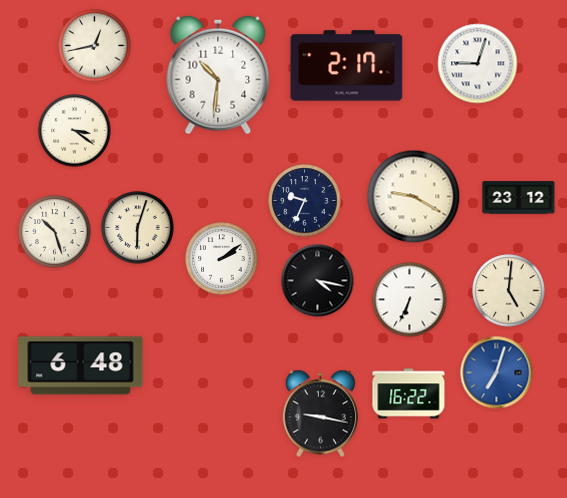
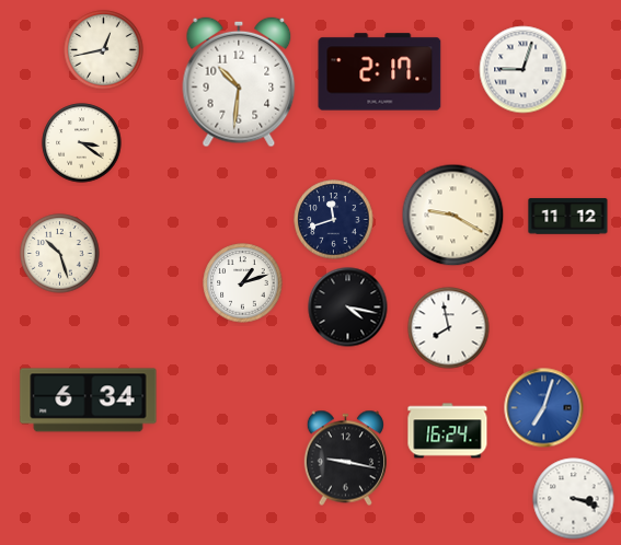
clock at (519, 198): 23:12 -> 11:12
clock at (305, 201): 9:34 -> 11:42
clock at (138, 228): 6:03 -> none
clock at (222, 259): 2:09 -> 1:12
clock at (509, 291): 5:01 -> none
clock at (410, 300): 6:34 -> 7:58
clock at (81, 366): 6:48 -> 6:34
clock at (409, 394): 16:22 -> 16:24
clock at (320, 414) position: (320, 414) -> (345, 459)
clock at (574, 499): none -> 3:18
